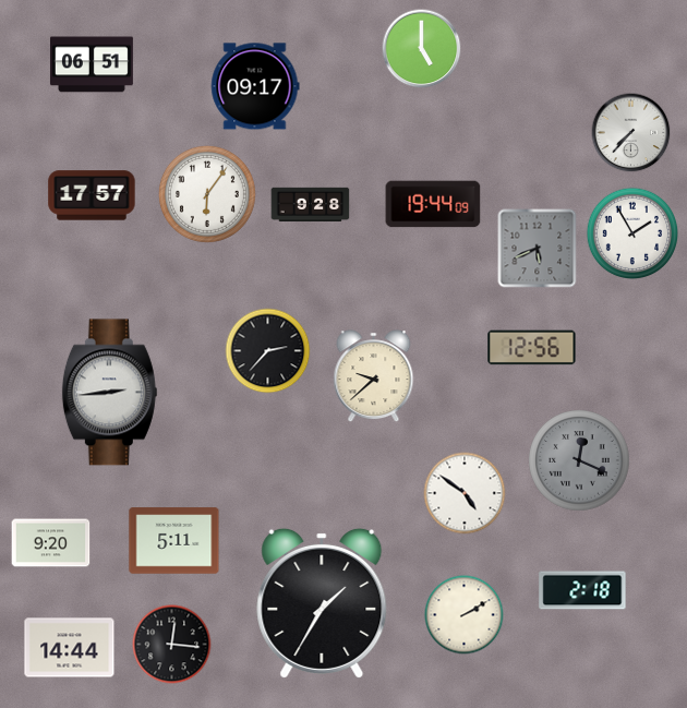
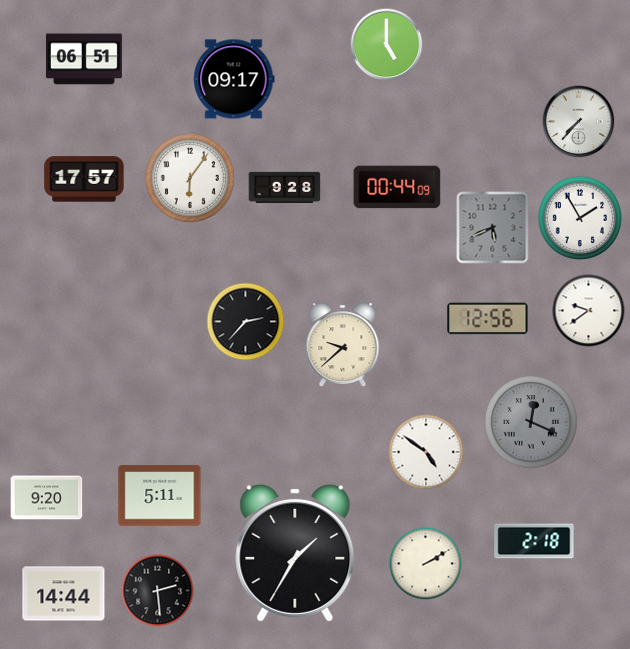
clock at (433, 204): 19:44 -> 00:44
clock at (632, 233) position: (632, 233) -> (580, 218)
clock at (589, 311): none -> 9:39
clock at (109, 393): 2:44 -> none
clock at (172, 645): 12:16 -> 2:29
